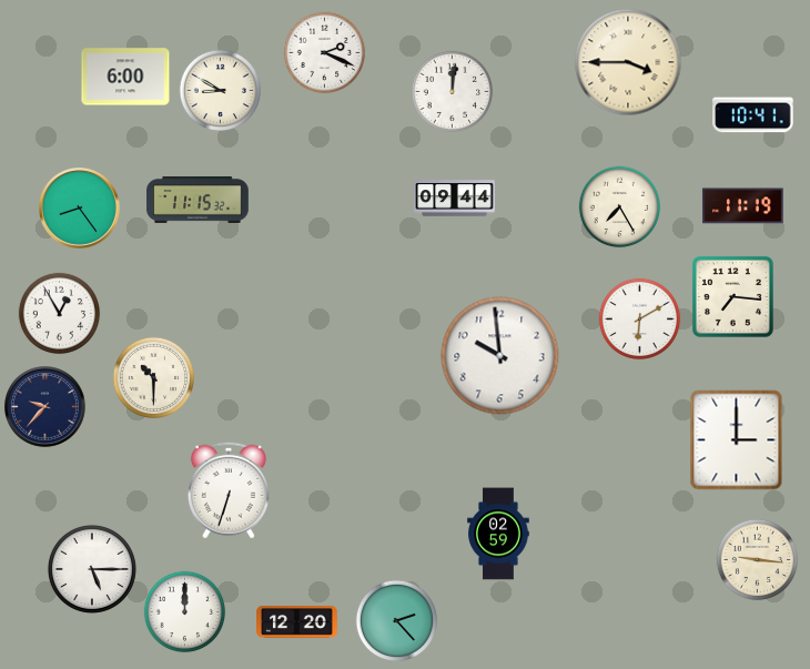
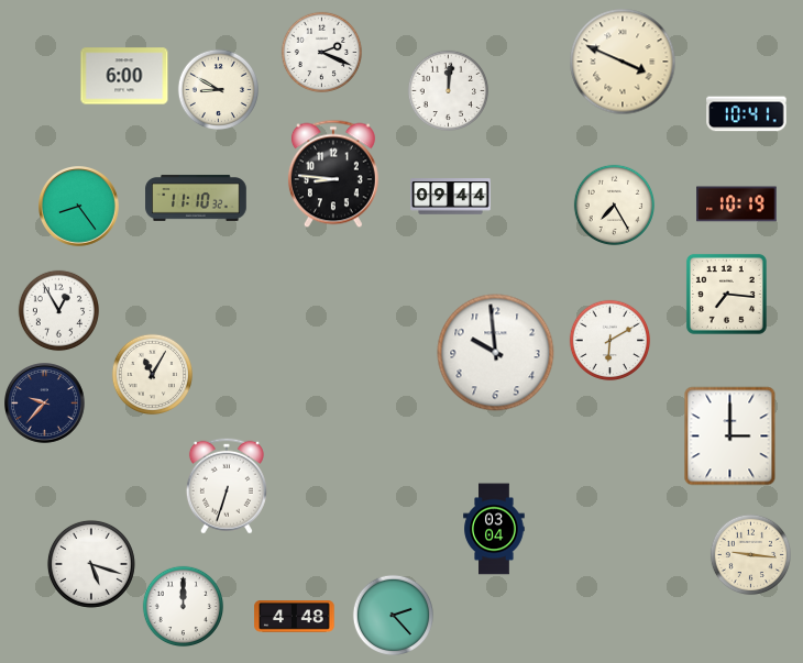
clock at (628, 62): 3:45 -> 3:49
clock at (333, 174): none -> 8:46
clock at (198, 200): 11:15 -> 11:10
clock at (743, 206): 11:19 -> 10:19
clock at (640, 320) position: (640, 320) -> (610, 341)
clock at (154, 378): 10:30 -> 11:05
clock at (498, 534): 02:59 -> 03:04
clock at (92, 569): 5:15 -> 5:18
clock at (297, 622): 12:20 -> 4:48
